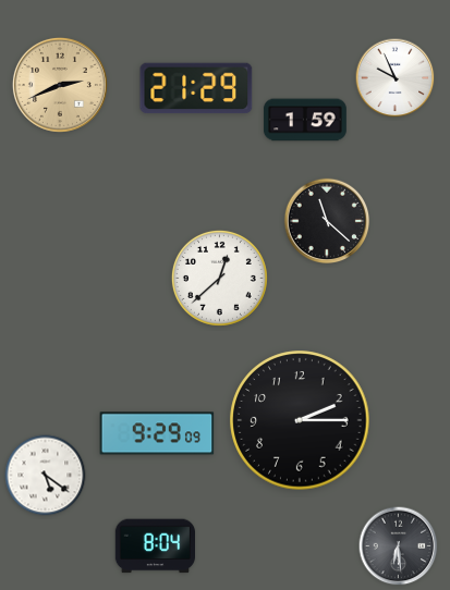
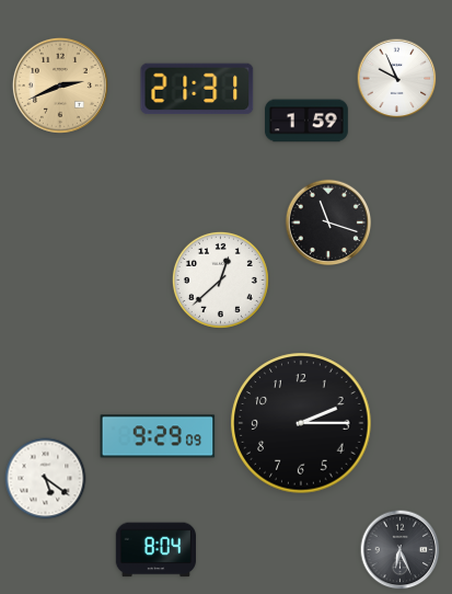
clock at (196, 88): 21:29 -> 21:31
clock at (327, 221): 11:22 -> 11:18
clock at (399, 546): 6:29 -> 6:26
